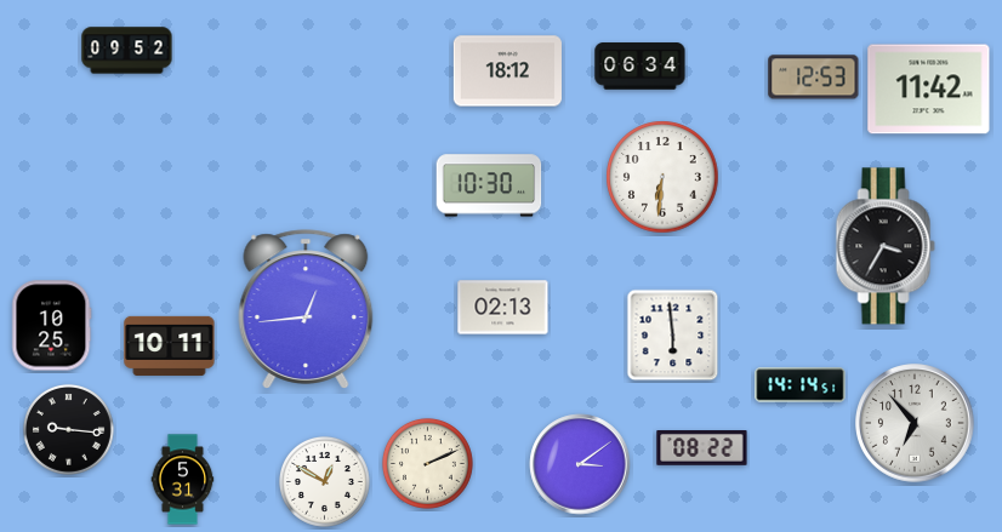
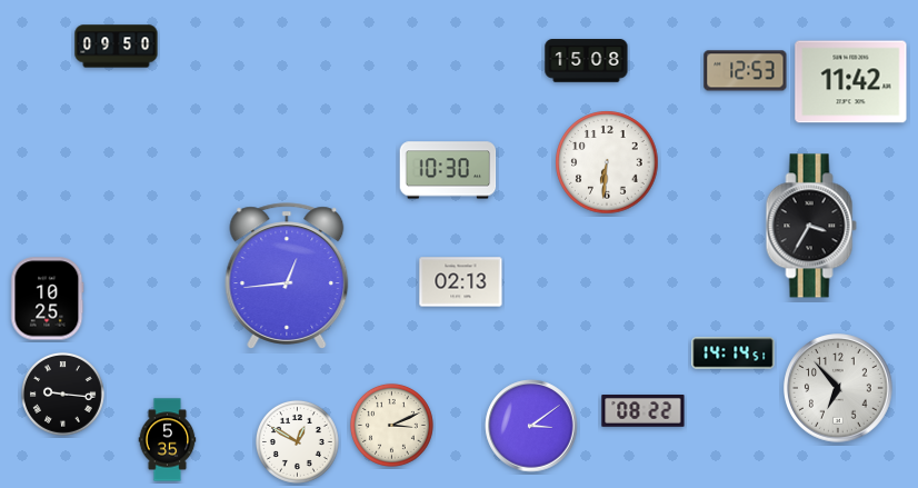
clock at (127, 51): 09:52 -> 09:50
clock at (641, 67): 06:34 -> 15:08
clock at (507, 71): 18:12 -> none
clock at (306, 309) position: (306, 309) -> (287, 276)
clock at (673, 336): 5:59 -> none
clock at (170, 345): 10:11 -> none
clock at (427, 463): 2:11 -> 3:11
clock at (183, 480): 5:31 -> 5:35
